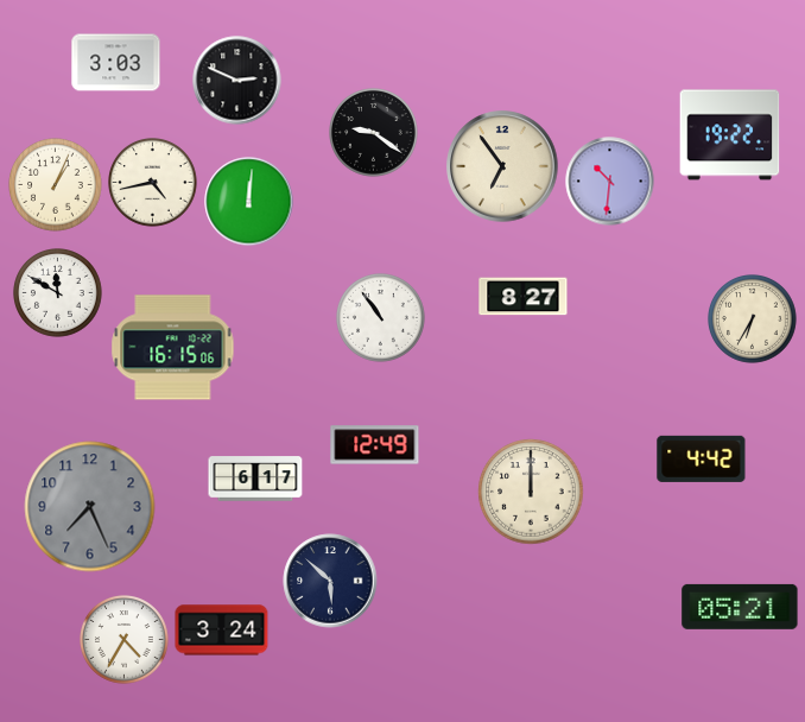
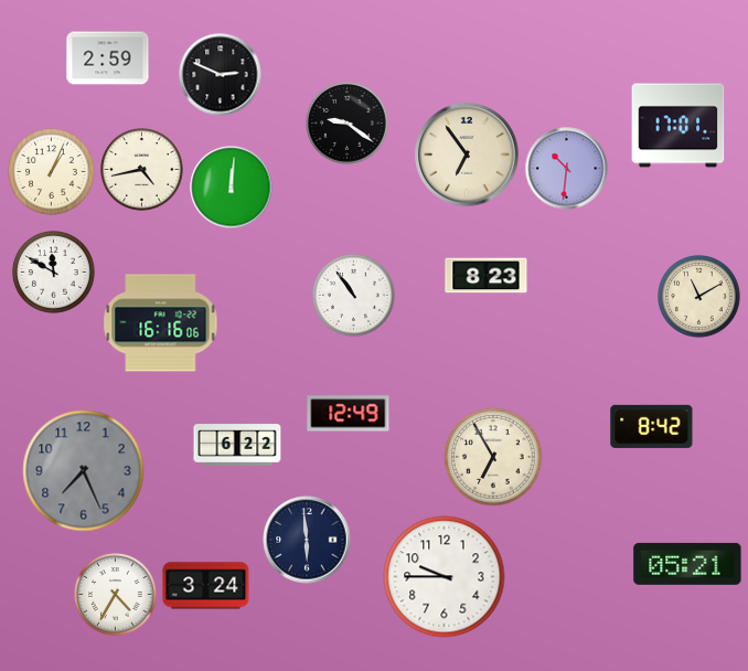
clock at (116, 63): 3:03 -> 2:59
clock at (730, 135): 19:22 -> 17:01
clock at (524, 297): 8:27 -> 8:23
clock at (753, 319): 6:35 -> 11:10
clock at (173, 348): 16:15 -> 16:16
clock at (702, 458): 4:42 -> 8:42
clock at (255, 479): 6:17 -> 6:22
clock at (531, 492): 12:00 -> 6:55
clock at (330, 581): 5:52 -> 5:59
clock at (445, 577): none -> 9:45
